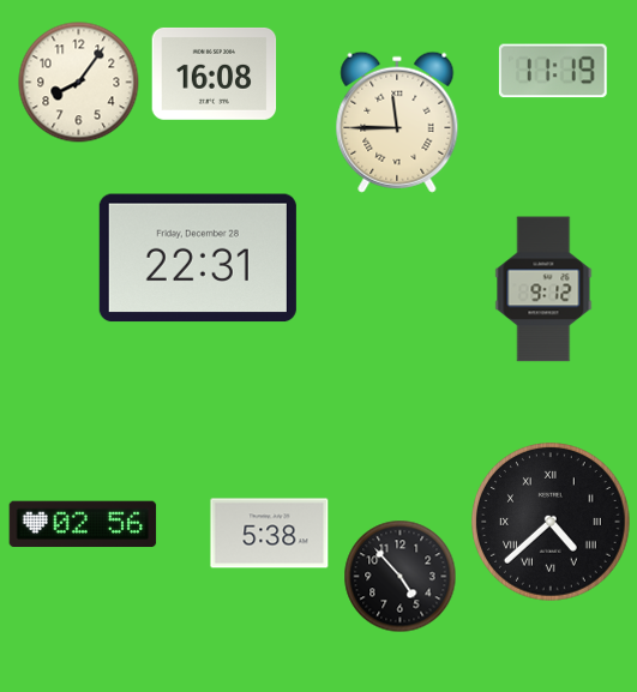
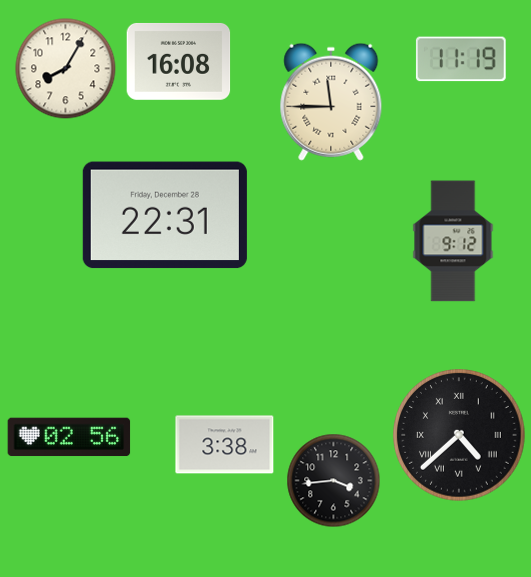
clock at (79, 83): 8:06 -> 8:05
clock at (270, 534): 5:38 -> 3:38
clock at (401, 577): 4:53 -> 3:44
